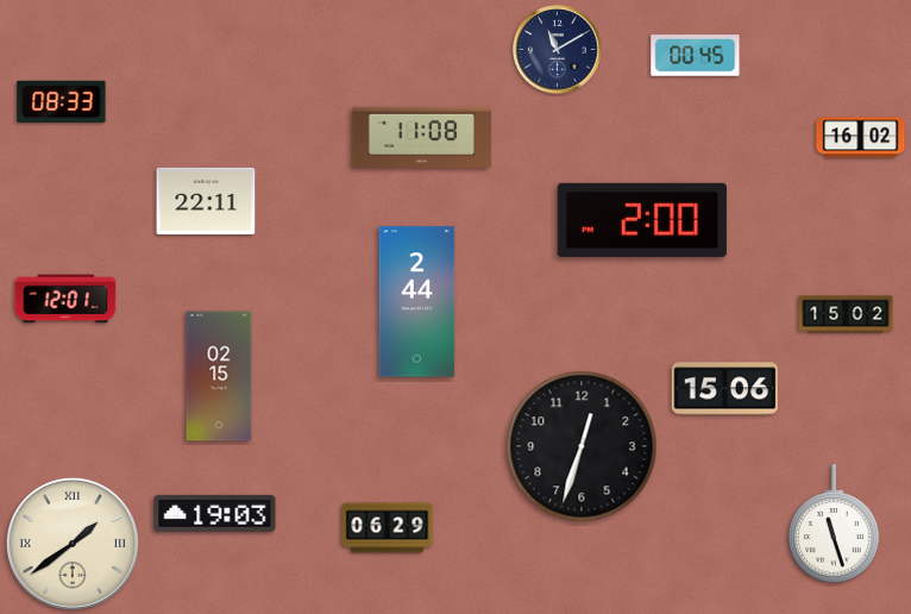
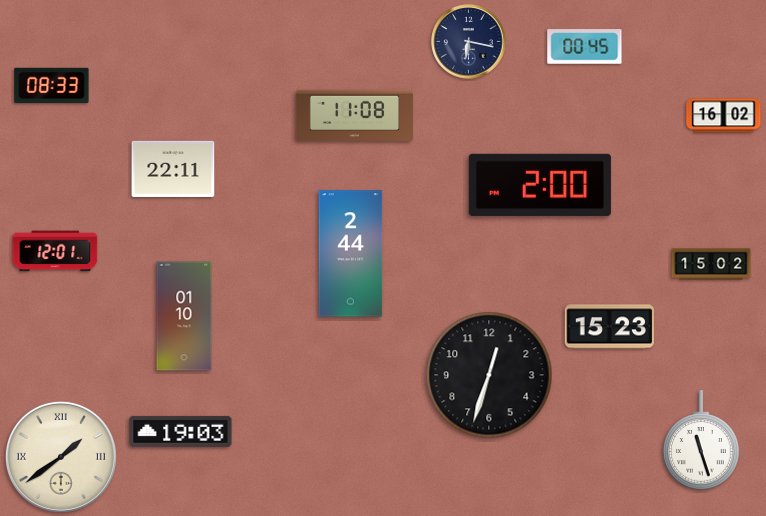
clock at (558, 50): 11:10 -> 6:17
clock at (219, 376): 02:15 -> 01:10
clock at (724, 389): 15:06 -> 15:23
clock at (388, 528): 06:29 -> none
